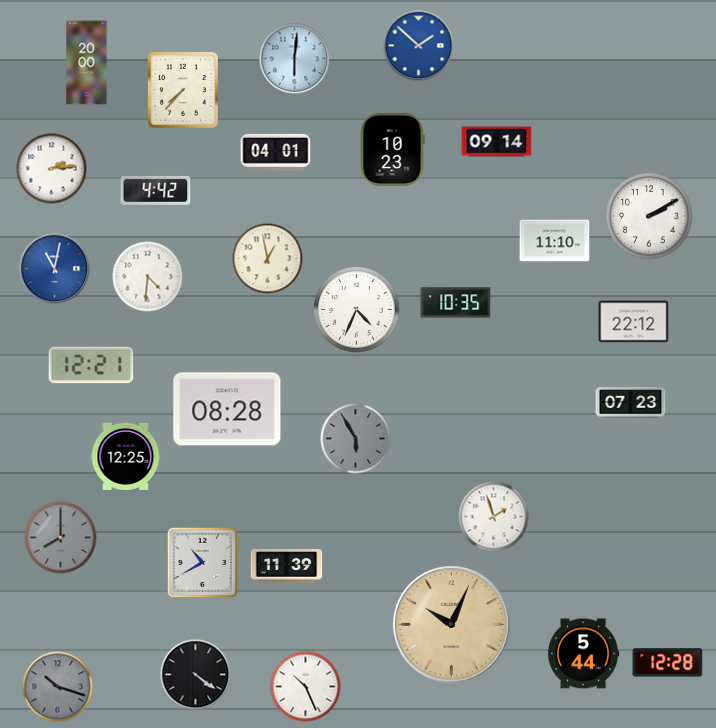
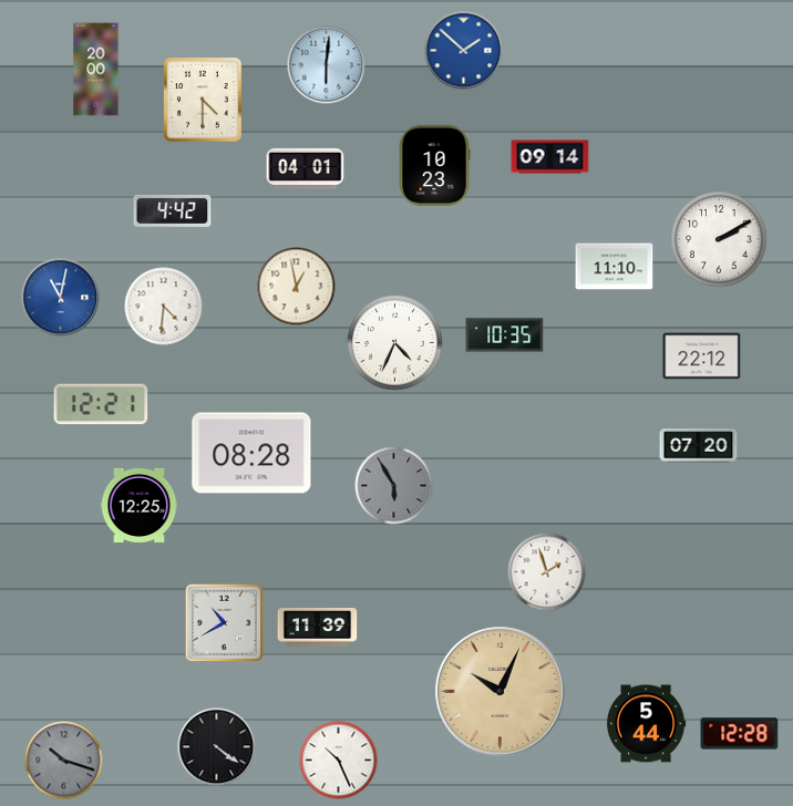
clock at (183, 90): 7:37 -> 4:30
clock at (52, 169): 2:14 -> none
clock at (631, 403): 07:23 -> 07:20
clock at (61, 538): 8:00 -> none
